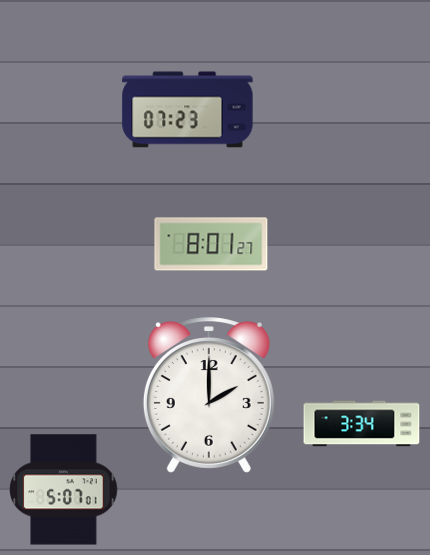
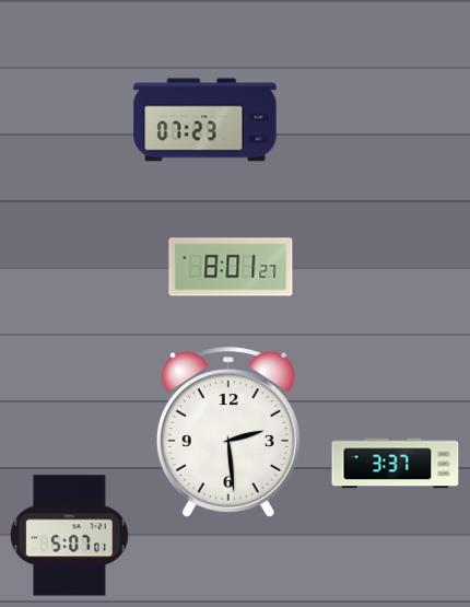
clock at (209, 395): 2:00 -> 2:29
clock at (362, 424): 3:34 -> 3:37
